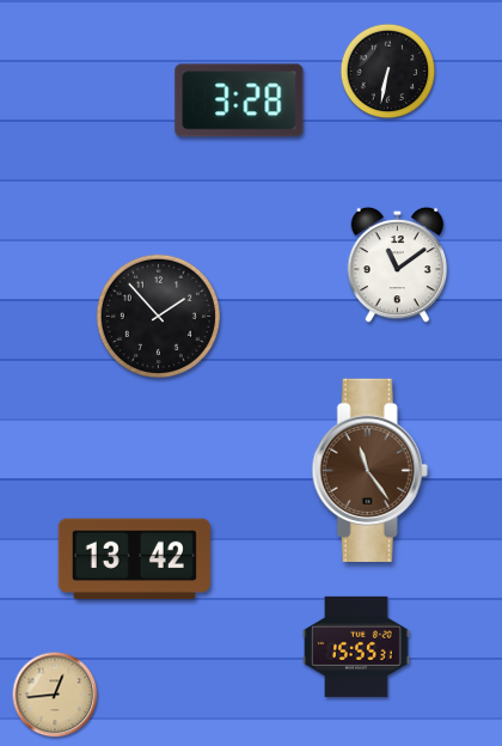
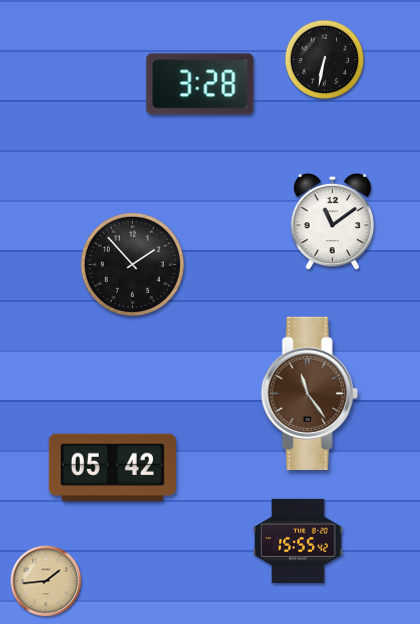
clock at (134, 559): 13:42 -> 05:42
clock at (356, 647): 15:55:31 -> 15:55:42
clock at (55, 695): 12:44 -> 1:44
